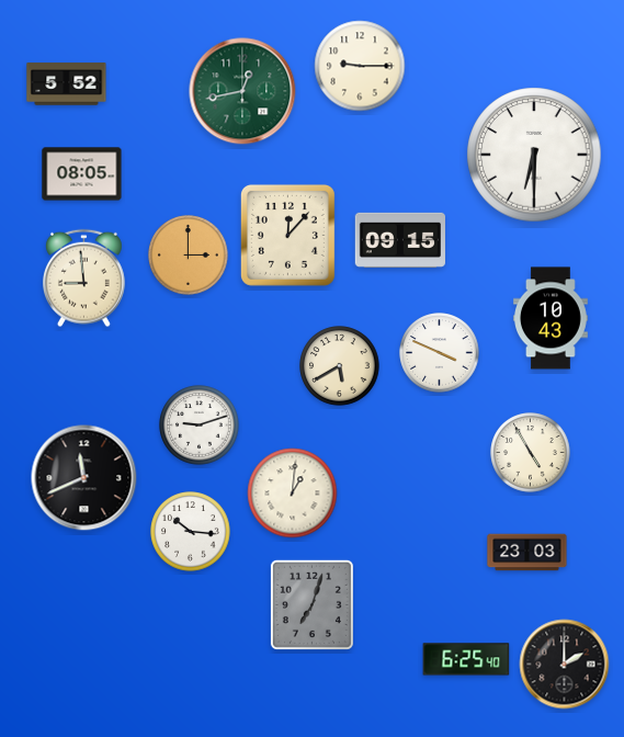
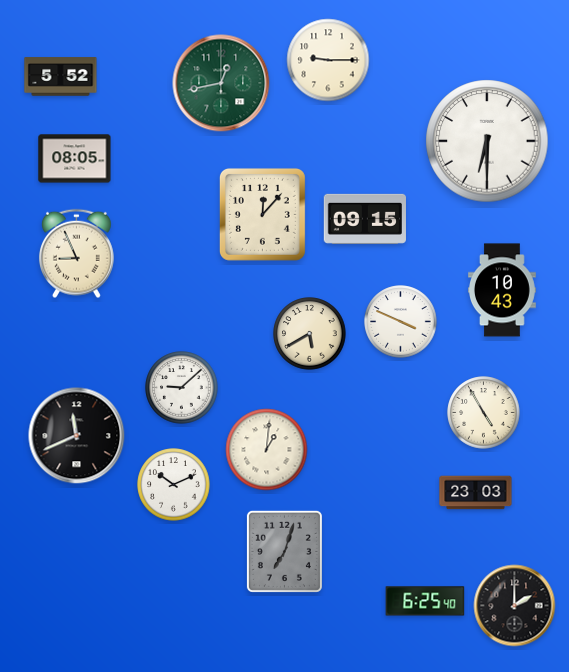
clock at (189, 256): 3:00 -> none
clock at (84, 279): 8:59 -> 8:56
clock at (200, 426): 9:12 -> 9:08
clock at (191, 532): 10:16 -> 10:11
clock at (527, 553) position: (527, 553) -> (476, 493)
